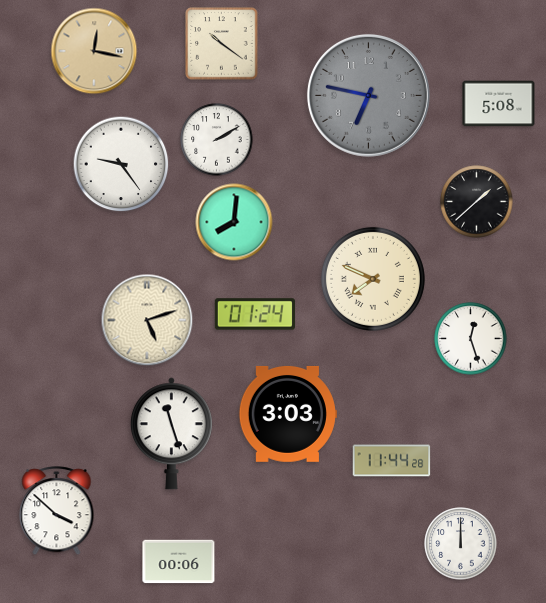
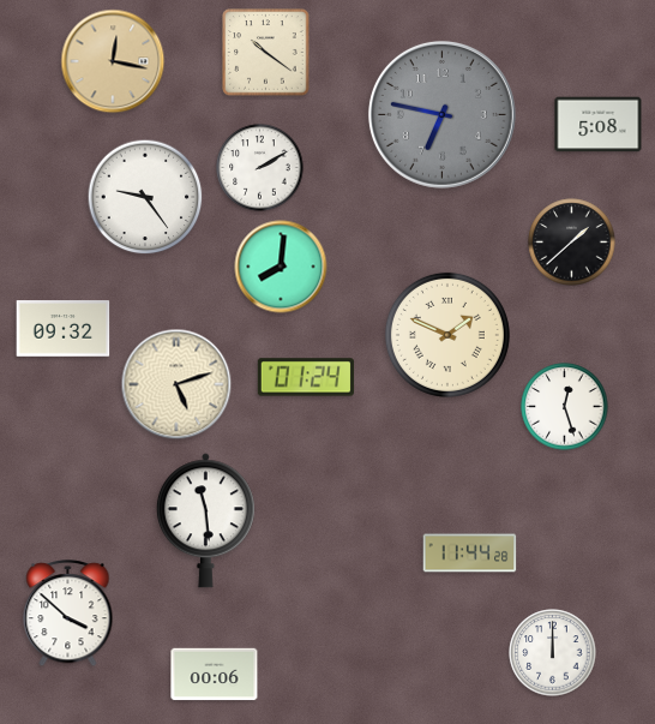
clock at (64, 329): none -> 09:32
clock at (373, 279): 7:49 -> 1:49
clock at (288, 414): 3:03 -> none
clock at (171, 434): 11:27 -> 11:29
